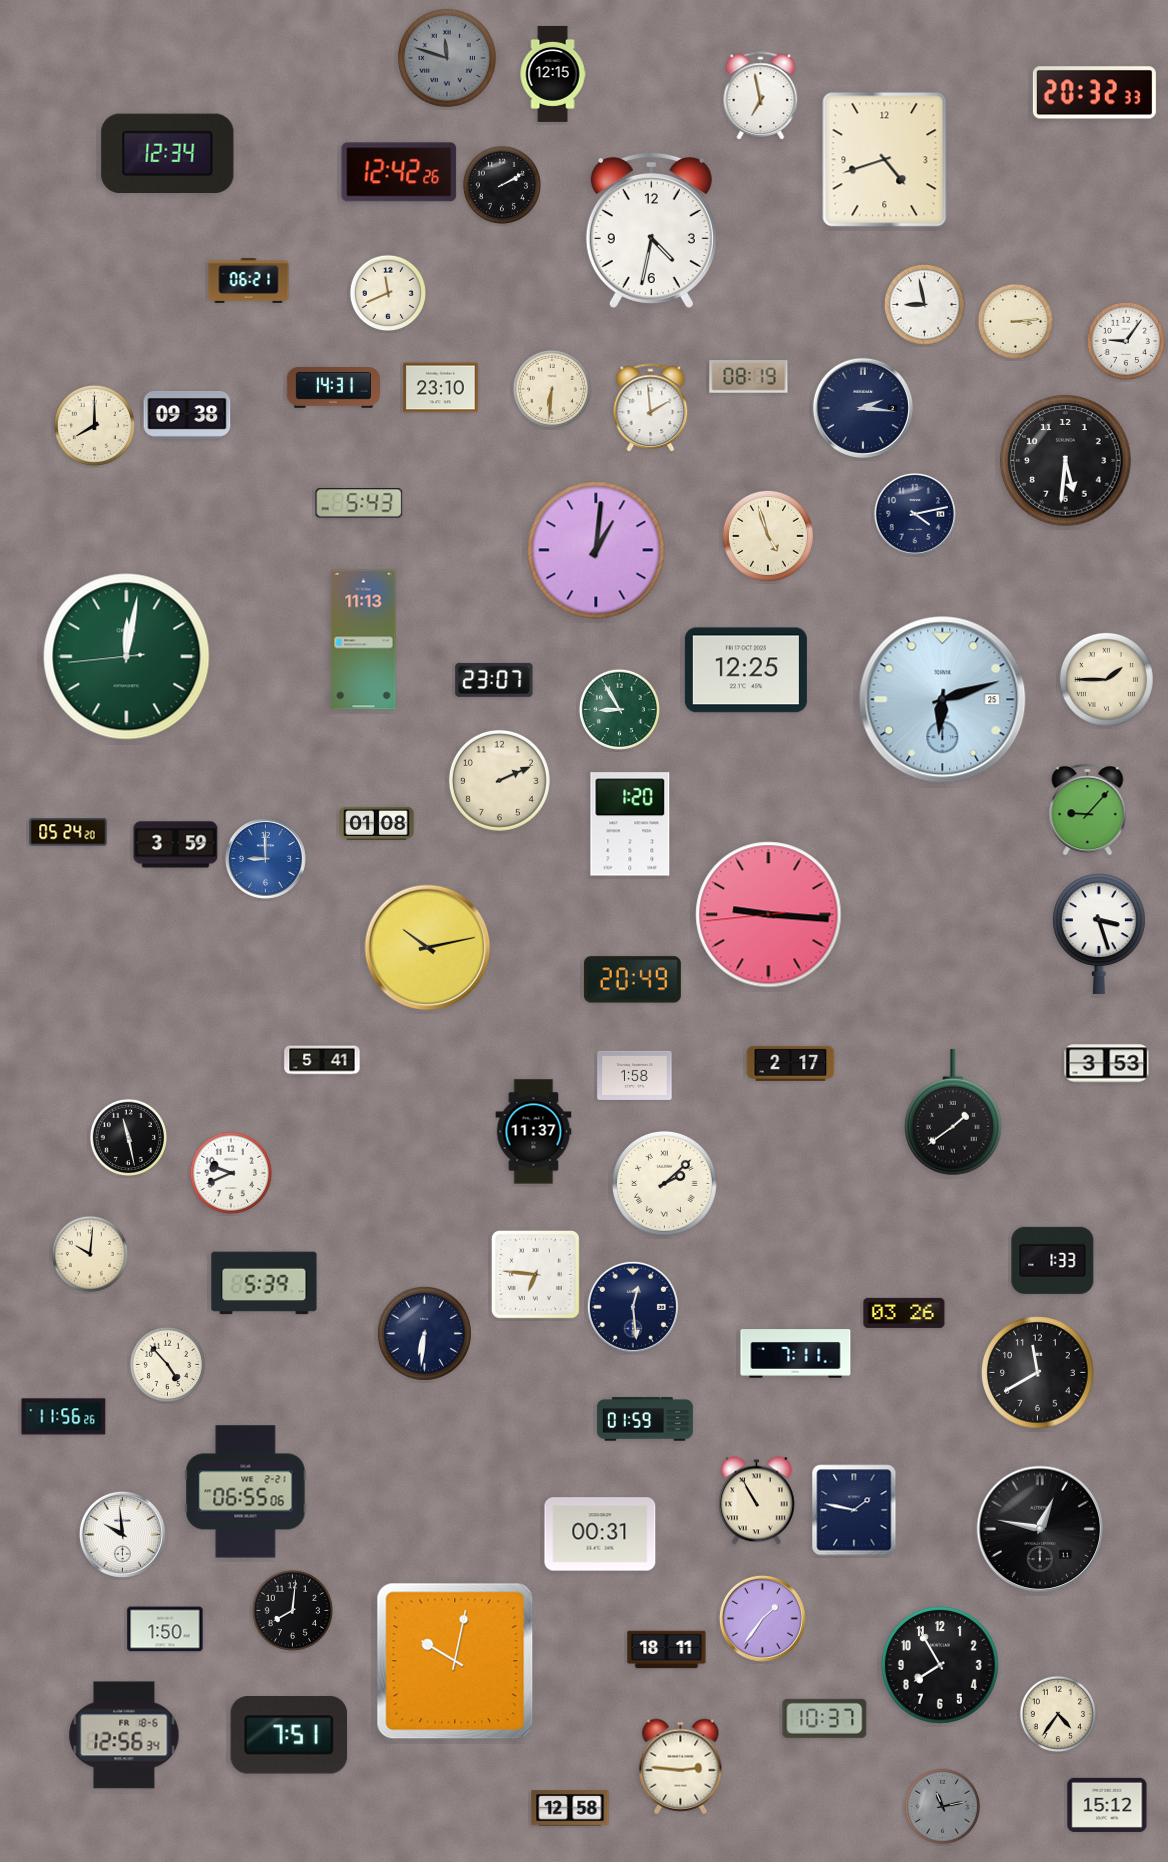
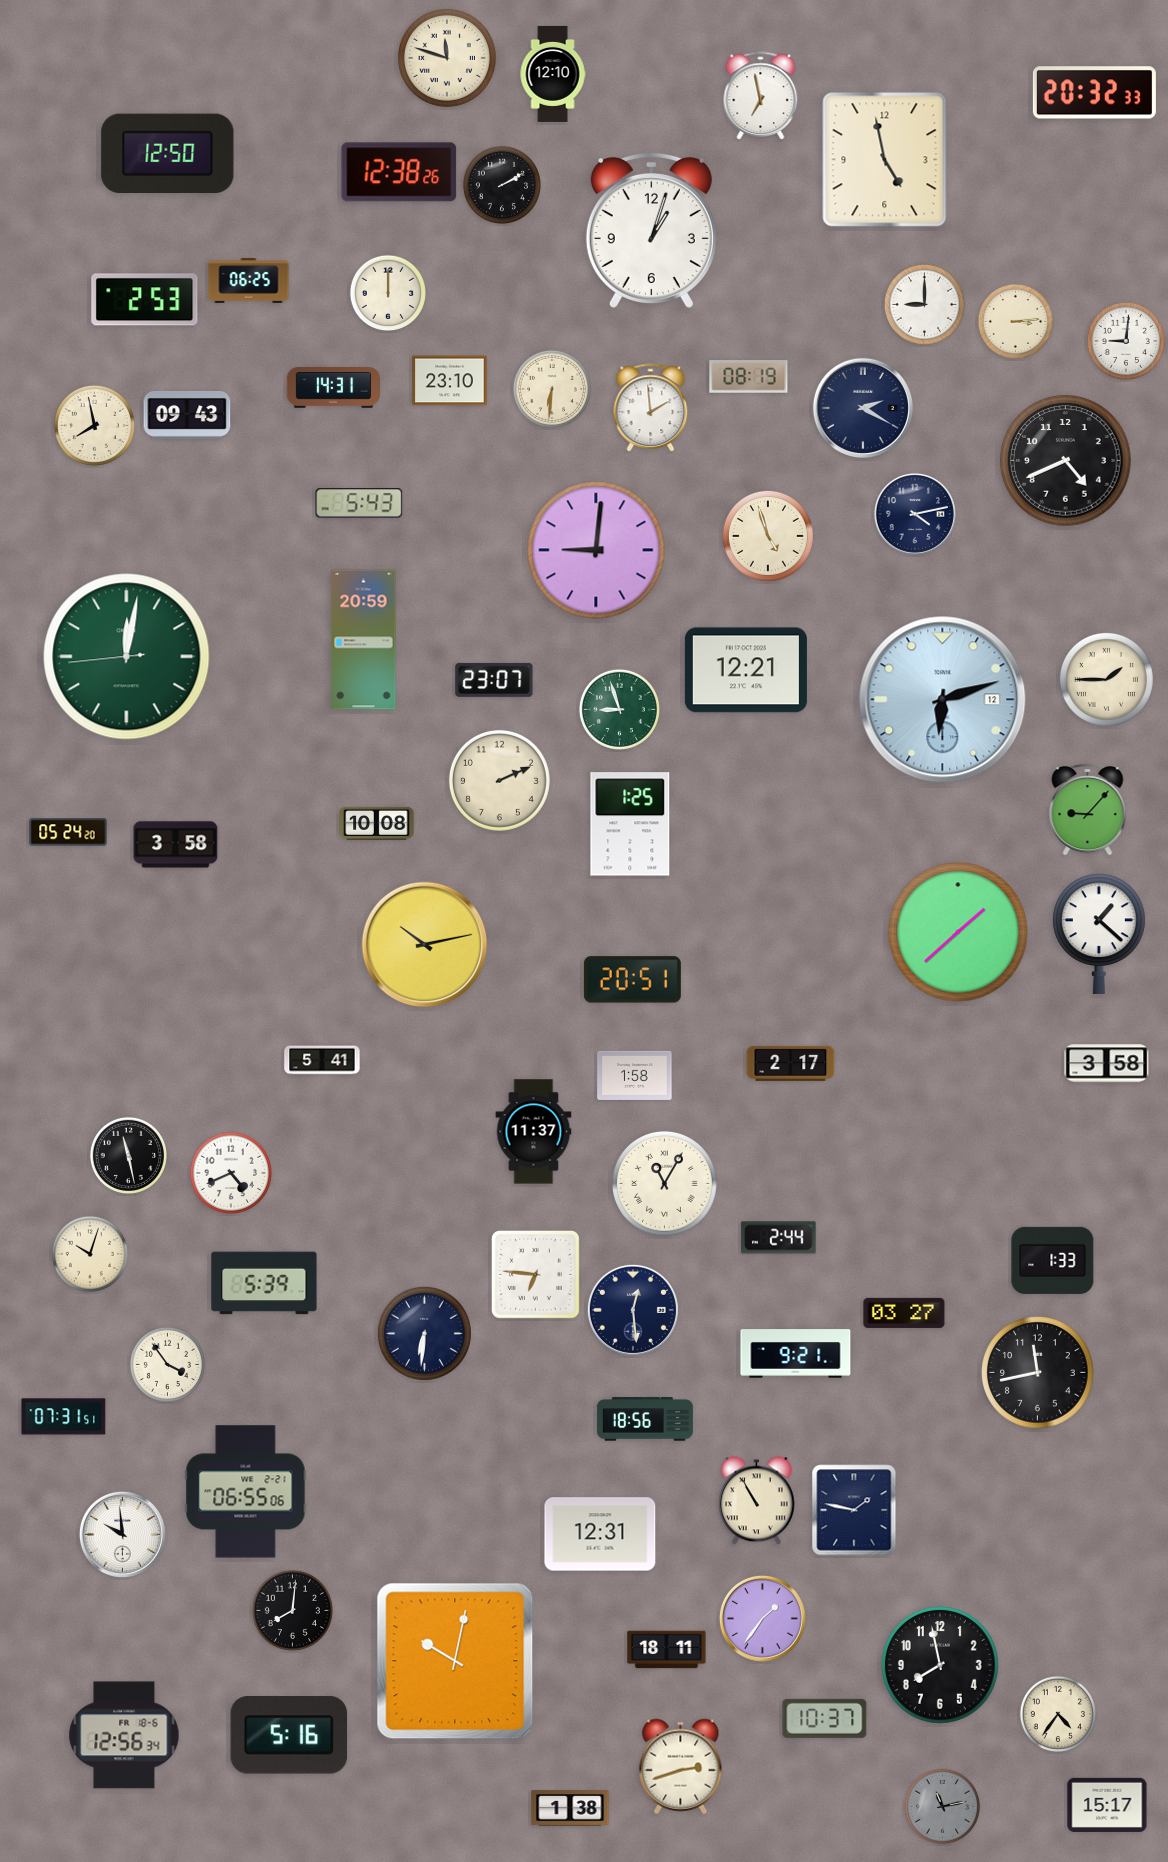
clock at (447, 58) dial: grey -> cream
clock at (553, 74): 12:15 -> 12:10
clock at (168, 153): 12:34 -> 12:50
clock at (885, 160): 4:42 -> 4:58
clock at (399, 172): 12:42 -> 12:38
clock at (651, 230): 4:32 -> 1:03
clock at (249, 281): 06:21 -> 06:25
clock at (387, 292): 11:41 -> 12:00
clock at (145, 300): none -> 2:53
clock at (924, 304): 8:58 -> 9:00
clock at (1125, 340): 9:06 -> 9:01
clock at (441, 388) position: (441, 388) -> (450, 381)
clock at (863, 408): 2:16 -> 2:20
clock at (187, 415): 09:38 -> 09:43
clock at (94, 425): 8:00 -> 7:58
clock at (1066, 461): 5:31 -> 4:41
clock at (596, 550): 1:01 -> 9:01
clock at (364, 640): 11:13 -> 20:59
clock at (746, 670): 12:25 -> 12:21
clock at (943, 700) date: 25 -> 12
clock at (619, 709): 8:55 -> 8:57
clock at (377, 823): 01:08 -> 10:08
clock at (630, 824): 1:20 -> 1:25
clock at (176, 845): 3:59 -> 3:58
clock at (265, 858): 9:00 -> none
clock at (769, 915): 9:15 -> none
clock at (958, 932): none -> 1:38
clock at (1100, 934): 3:27 -> 1:22
clock at (428, 948) position: (428, 948) -> (425, 945)
clock at (632, 980): 20:49 -> 20:51
clock at (1107, 1064): 3:53 -> 3:58
clock at (953, 1113): 1:39 -> none
clock at (128, 1137) position: (128, 1137) -> (128, 1155)
clock at (231, 1173): 9:41 -> 4:41
clock at (664, 1183): 2:08 -> 11:05
clock at (779, 1238): none -> 2:44
clock at (89, 1253): 10:01 -> 10:03
clock at (633, 1307) position: (633, 1307) -> (633, 1310)
clock at (904, 1313): 03:26 -> 03:27
clock at (796, 1354): 7:11 -> 9:21
clock at (167, 1364): 4:53 -> 3:54
clock at (1038, 1373): 11:40 -> 11:43
clock at (64, 1417): 11:56 -> 07:31
clock at (645, 1419): 01:59 -> 18:56
clock at (1040, 1529): 12:47 -> none
clock at (600, 1534): 00:31 -> 12:31
clock at (165, 1629): 1:50 -> none
clock at (940, 1665): 7:55 -> 7:58
clock at (289, 1735): 7:51 -> 5:16
clock at (681, 1767): 2:46 -> 2:42
clock at (1107, 1805): 15:12 -> 15:17
clock at (570, 1808): 12:58 -> 1:38
